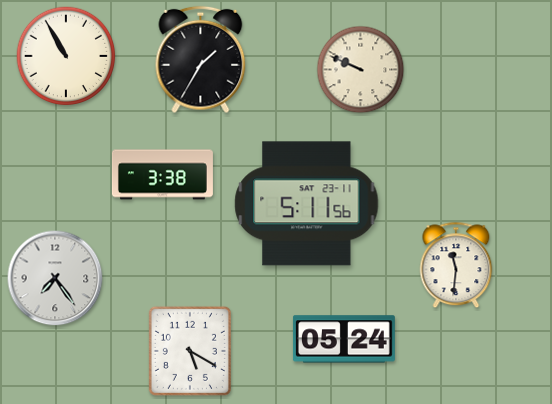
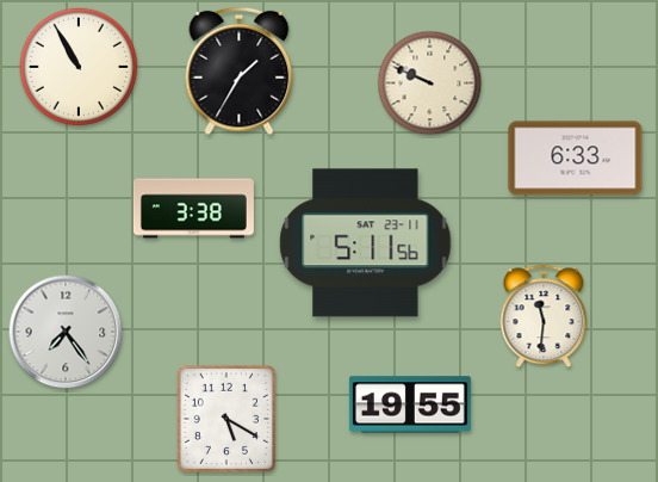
clock at (576, 159): none -> 6:33
clock at (344, 339): 05:24 -> 19:55
